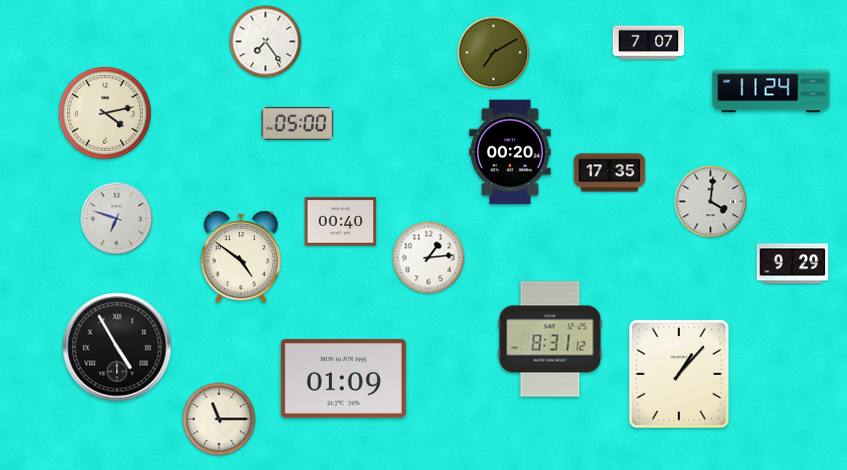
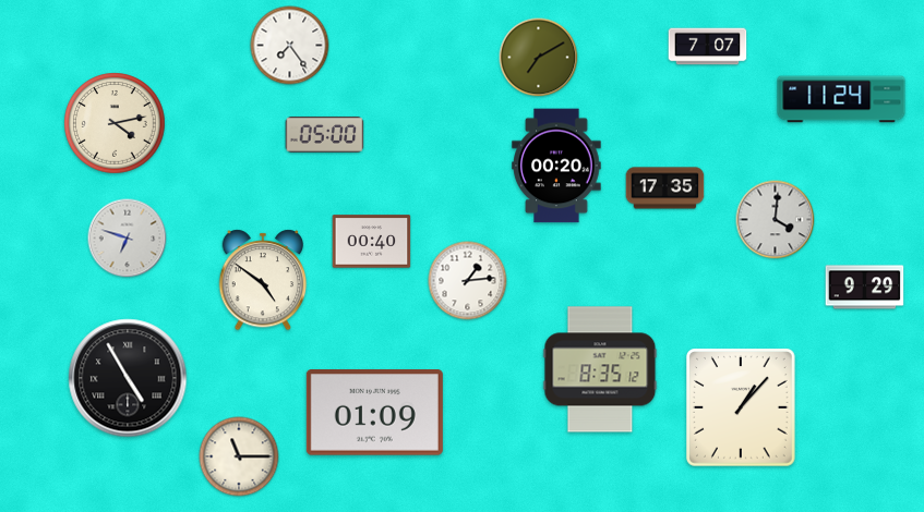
clock at (550, 339): 8:31 -> 8:35
